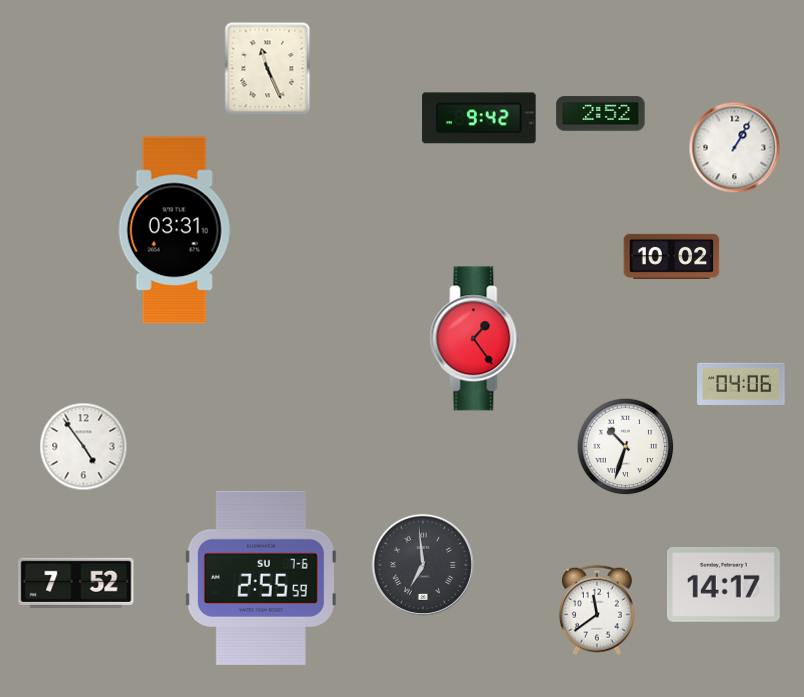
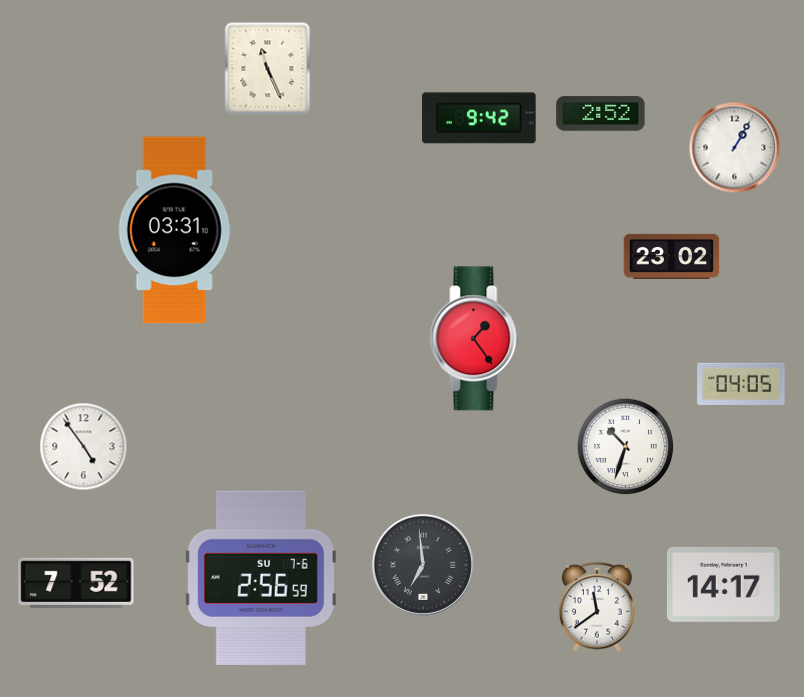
clock at (672, 256): 10:02 -> 23:02
clock at (741, 384): 04:06 -> 04:05
clock at (261, 577): 2:55 -> 2:56
clock at (597, 610) position: (597, 610) -> (597, 607)
